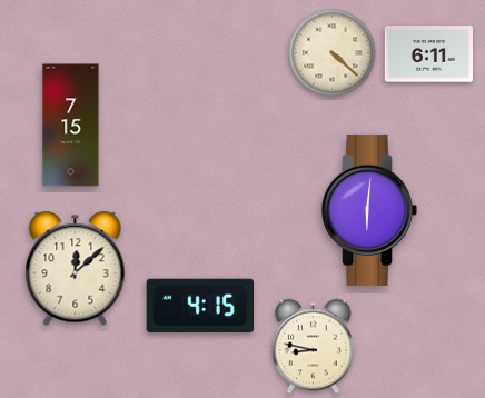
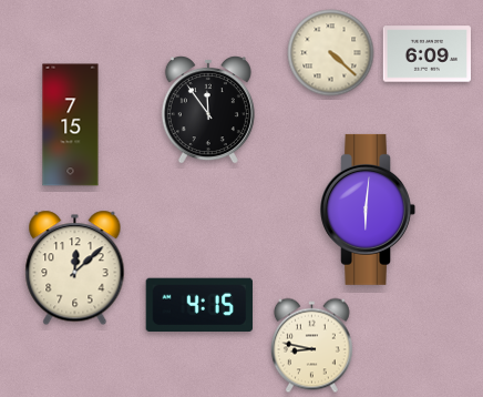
clock at (429, 54): 6:11 -> 6:09
clock at (208, 110): none -> 11:54
